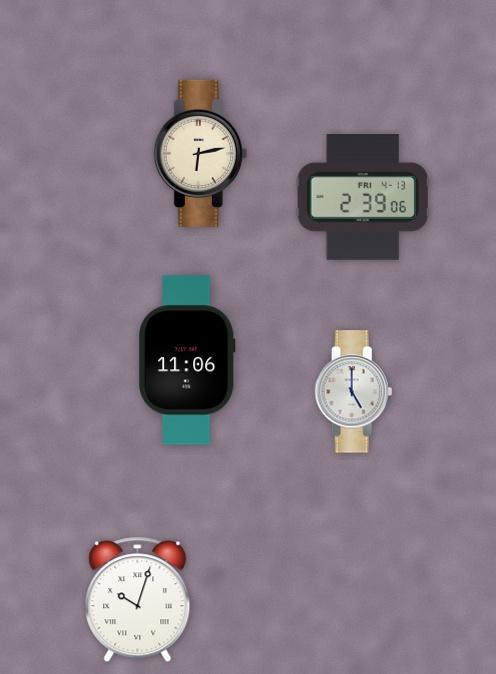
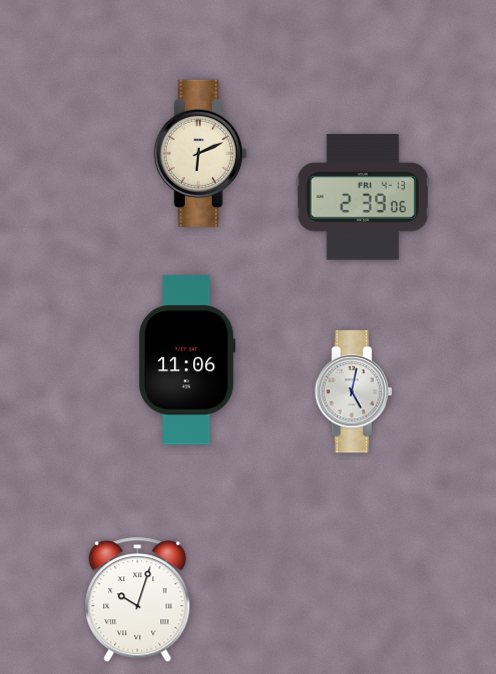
clock at (200, 153): 6:13 -> 6:11
clock at (354, 392): 5:00 -> 5:02
